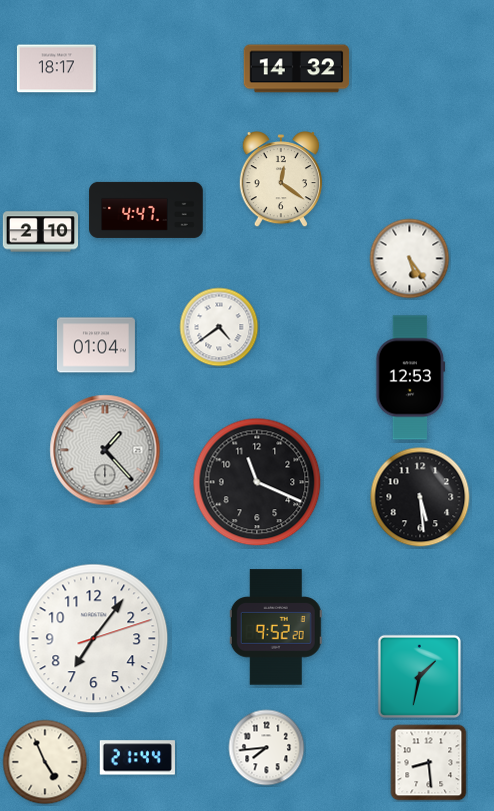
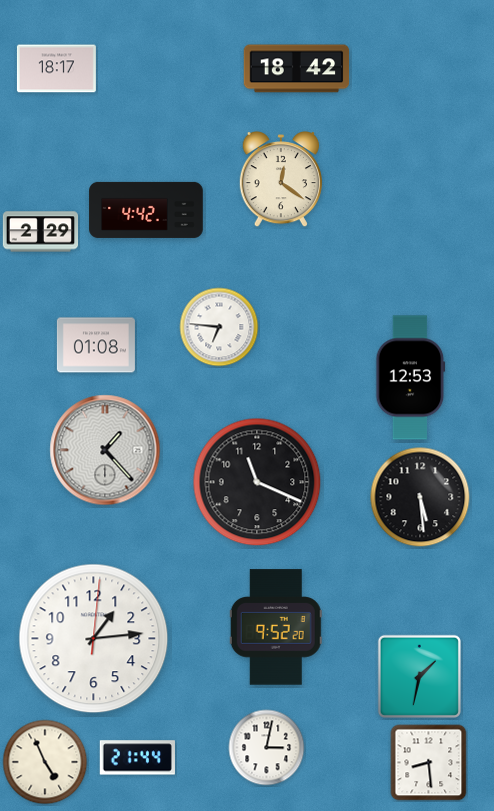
clock at (297, 69): 14:32 -> 18:42
clock at (146, 210): 4:47 -> 4:42
clock at (41, 232): 2:10 -> 2:29
clock at (410, 259): 5:24 -> none
clock at (219, 327): 4:39 -> 6:46
clock at (96, 345): 01:04 -> 01:08
clock at (94, 639): 7:06 -> 1:14
clock at (267, 748): 7:44 -> 3:02
